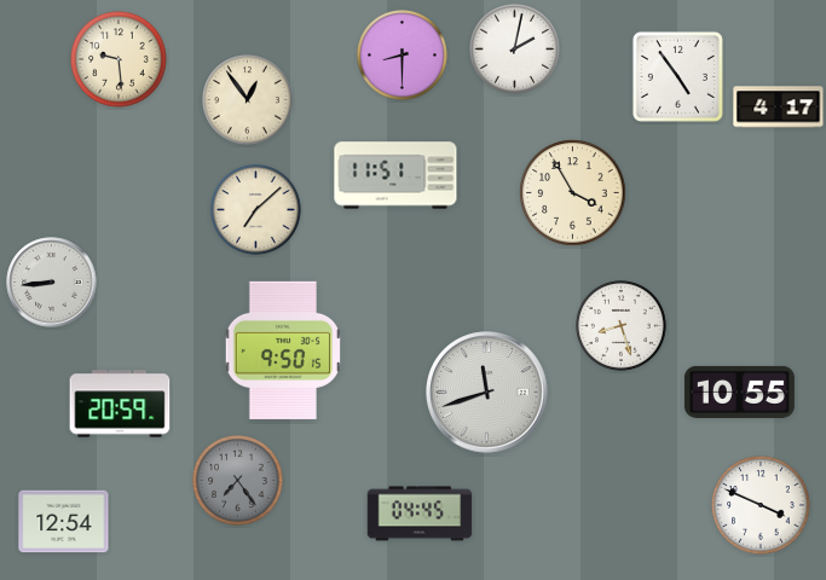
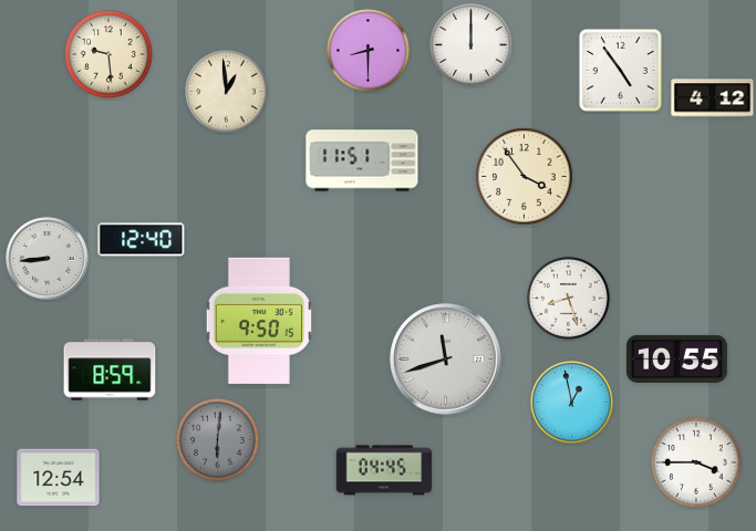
clock at (515, 50): 2:02 -> 12:00
clock at (248, 100): 12:54 -> 12:59
clock at (779, 108): 4:17 -> 4:12
clock at (573, 193): 3:55 -> 3:54
clock at (256, 210): 7:08 -> none
clock at (142, 240): none -> 12:40
clock at (120, 404): 20:59 -> 8:59
clock at (572, 403): none -> 12:58
clock at (238, 481): 7:24 -> 6:01
clock at (761, 505): 3:49 -> 3:45
